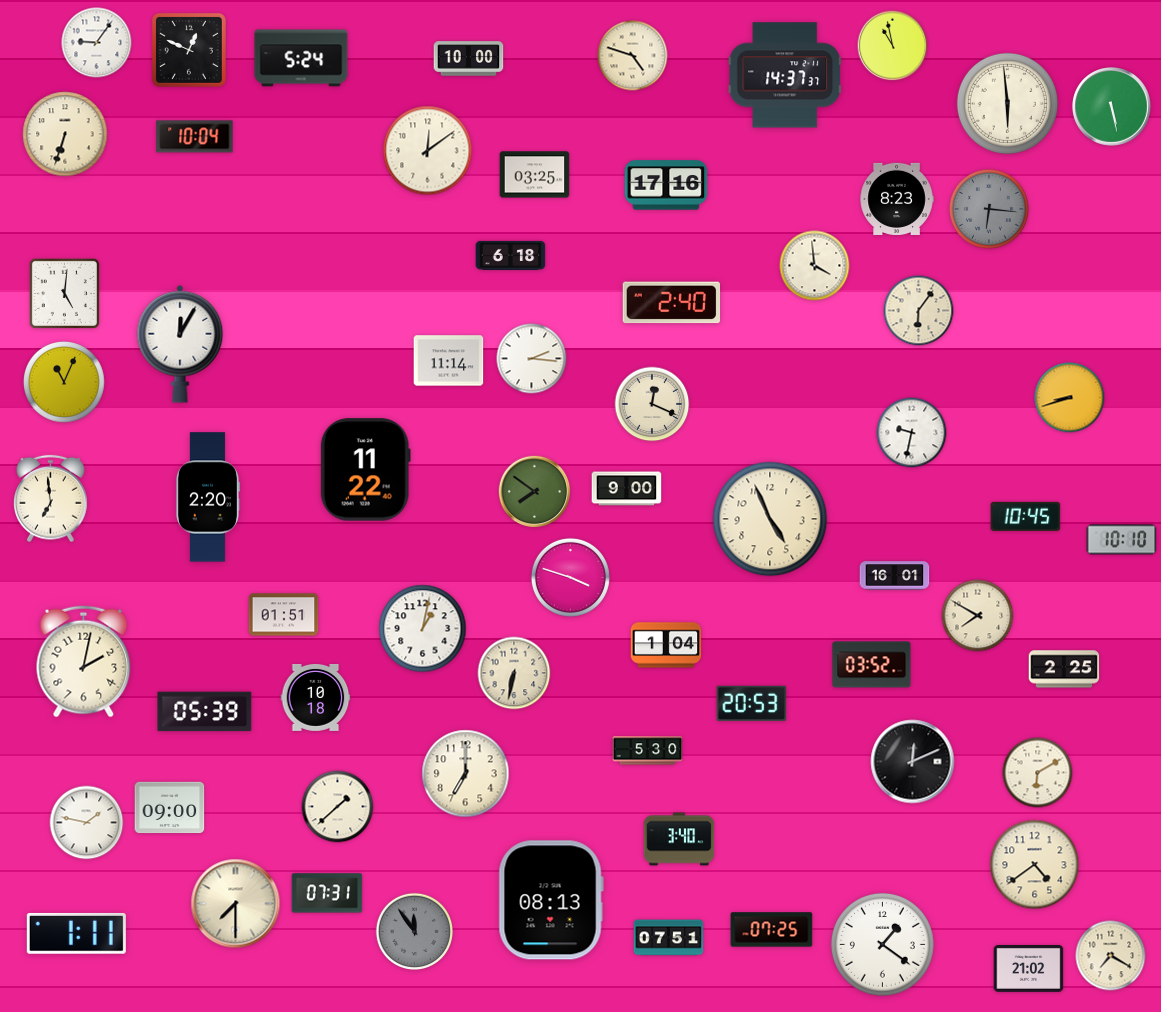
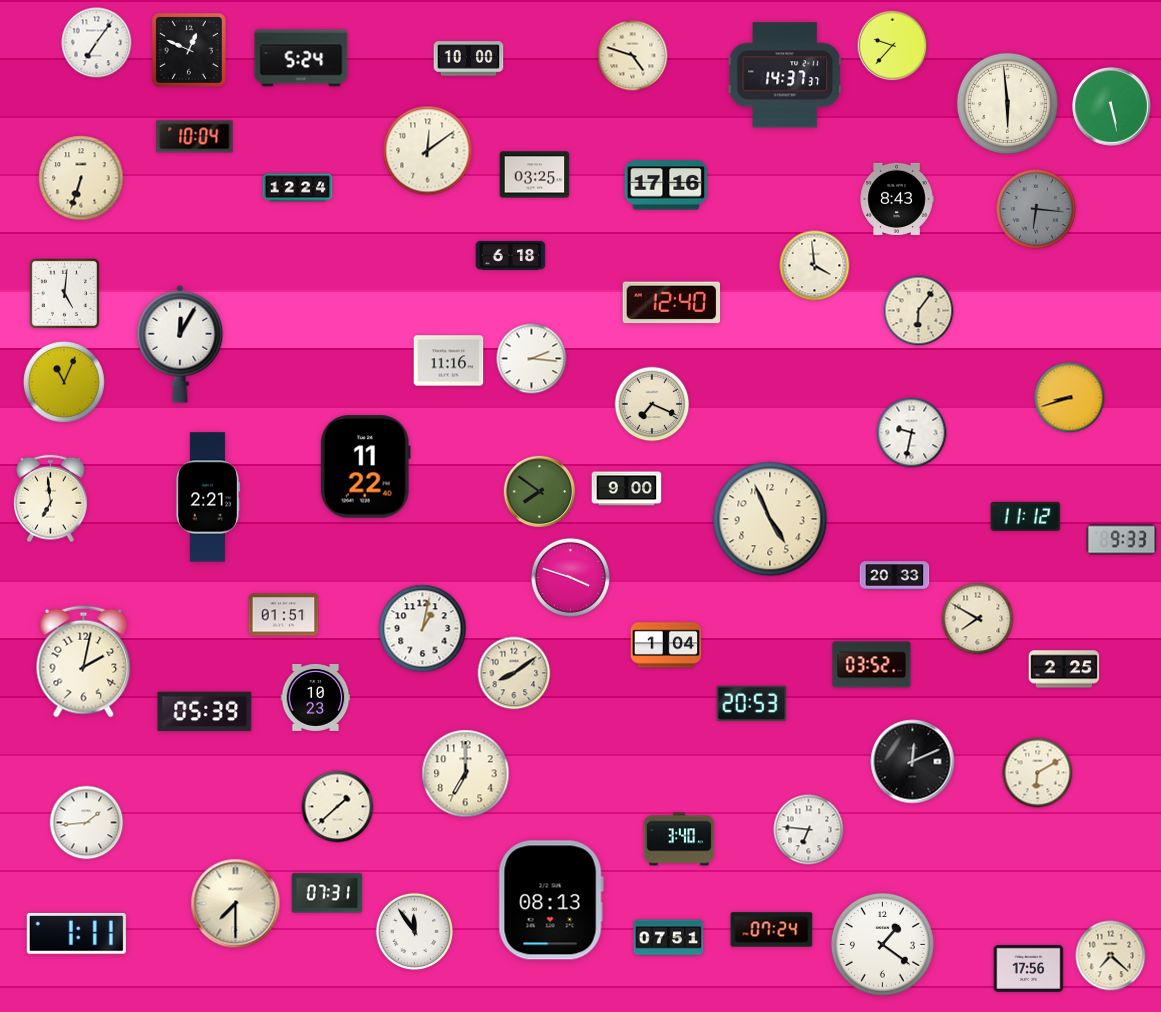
clock at (97, 43): 9:06 -> 7:06
clock at (893, 46): 10:58 -> 9:37
clock at (65, 134) position: (65, 134) -> (81, 178)
clock at (298, 188): none -> 12:24
clock at (897, 199): 8:23 -> 8:43
clock at (989, 209) position: (989, 209) -> (1036, 209)
clock at (671, 303): 2:40 -> 12:40
clock at (449, 361): 11:14 -> 11:16
clock at (652, 404): 12:19 -> 7:19
clock at (365, 470) position: (365, 470) -> (365, 467)
clock at (535, 492) position: (535, 492) -> (540, 492)
clock at (207, 497): 2:20 -> 2:21
clock at (1026, 516): 10:45 -> 11:12
clock at (1122, 540): 10:10 -> 9:33
clock at (895, 576): 16:01 -> 20:33
clock at (978, 616) position: (978, 616) -> (978, 619)
clock at (514, 673): 6:32 -> 8:09
clock at (316, 697): 10:18 -> 10:23
clock at (648, 751): 5:30 -> none
clock at (170, 808): 09:00 -> none
clock at (87, 823): 1:47 -> 1:44
clock at (809, 830): none -> 6:46
clock at (1035, 865): 4:39 -> none
clock at (772, 930): 07:25 -> 07:24
clock at (415, 932) dial: grey -> white
clock at (1111, 956): 7:20 -> 7:22
clock at (1029, 968): 21:02 -> 17:56
